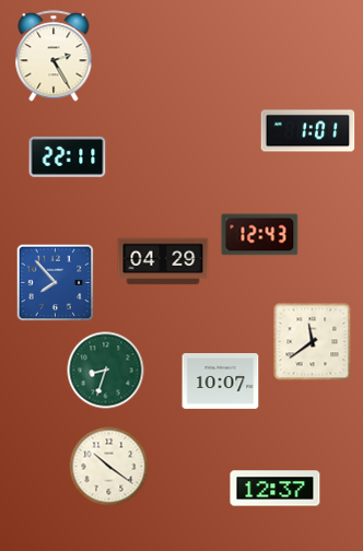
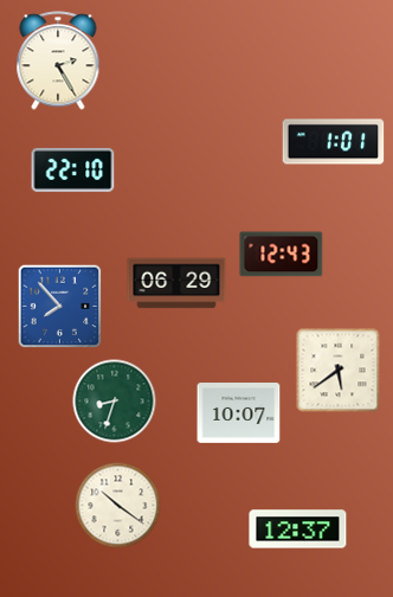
clock at (68, 156): 22:11 -> 22:10
clock at (163, 261): 04:29 -> 06:29
clock at (313, 342): 11:39 -> 5:39
